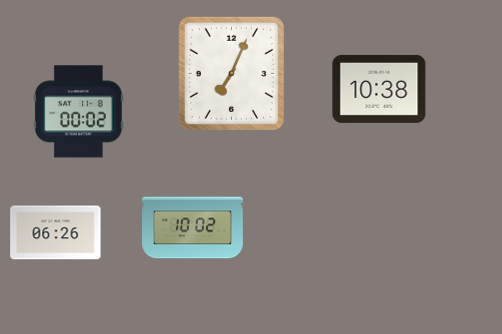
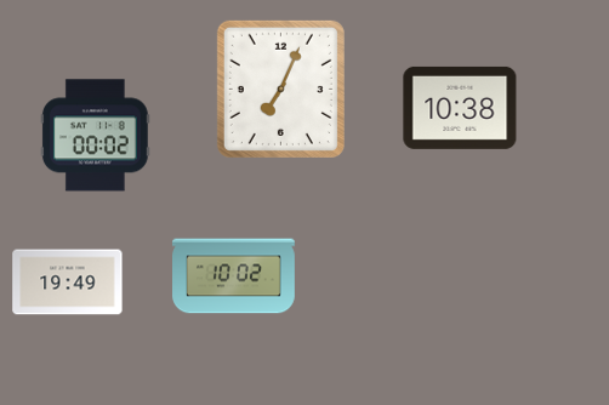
clock at (56, 233): 06:26 -> 19:49
